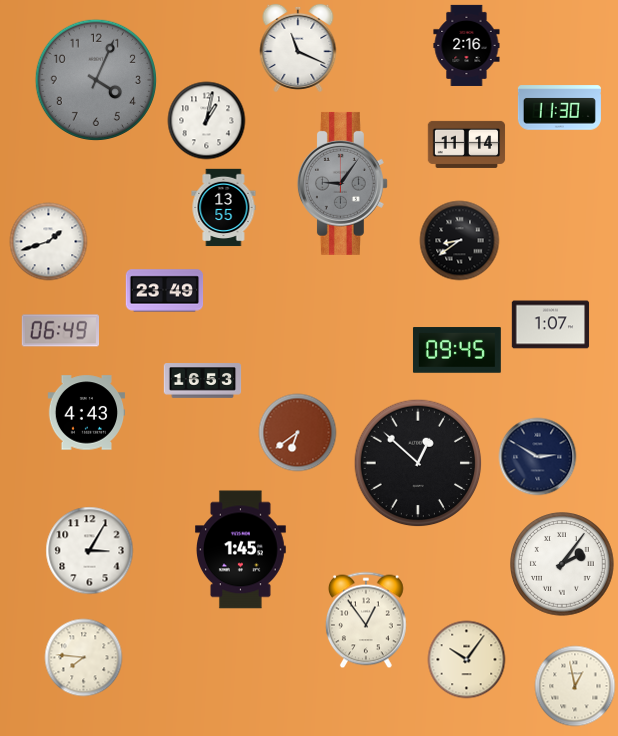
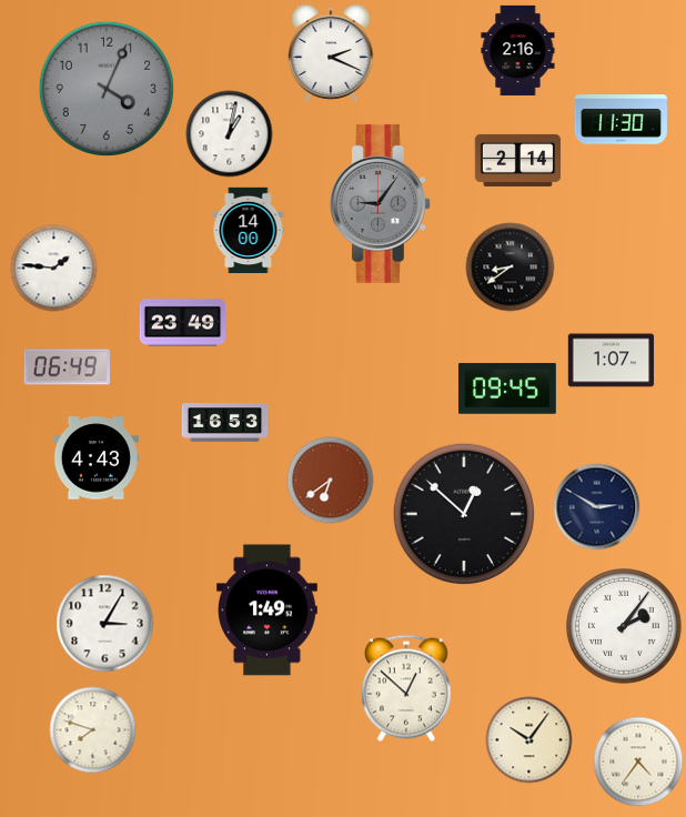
clock at (298, 48): 11:19 -> 2:19
clock at (466, 144): 11:14 -> 2:14
clock at (224, 207): 13:55 -> 14:00
clock at (48, 241): 1:42 -> 1:46
clock at (89, 550) position: (89, 550) -> (104, 623)
clock at (241, 550): 1:45 -> 1:49
clock at (366, 620): 12:54 -> 12:52
clock at (83, 657): 7:46 -> 7:48
clock at (466, 659) position: (466, 659) -> (528, 739)
clock at (575, 686): 12:58 -> 4:36
